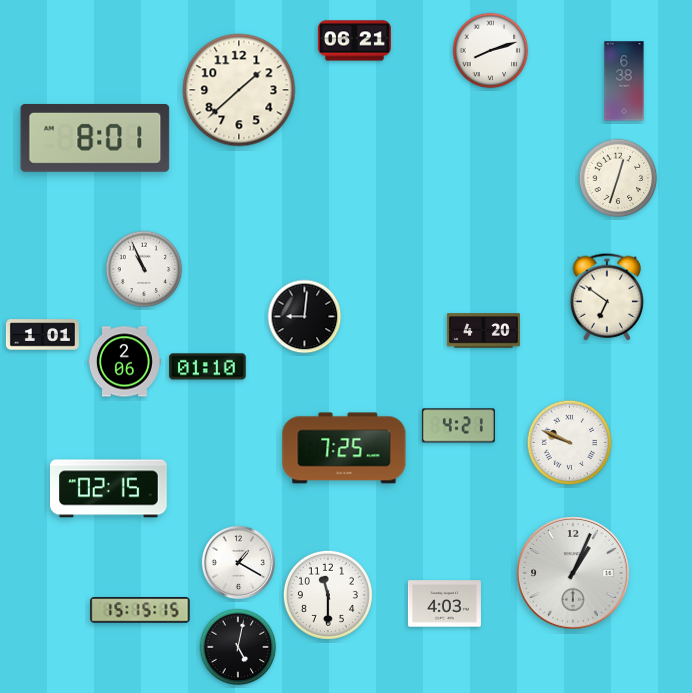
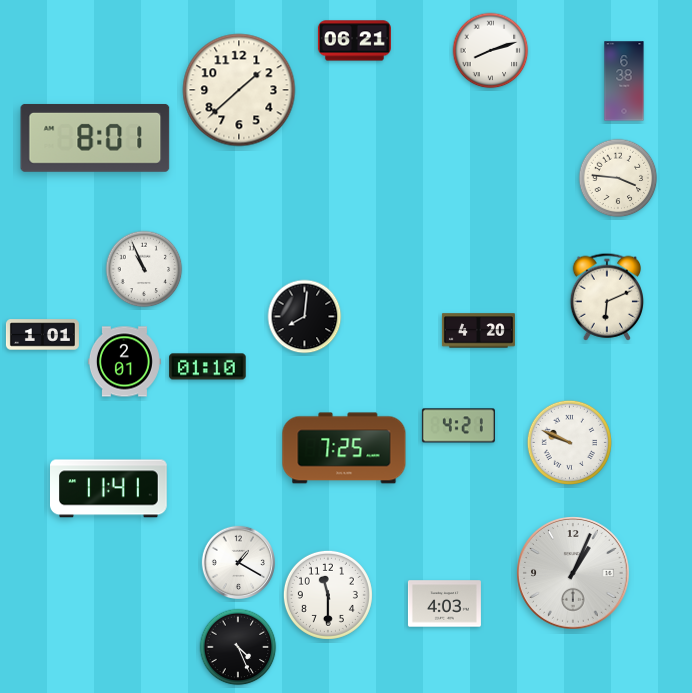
clock at (618, 178): 12:33 -> 3:46
clock at (607, 297): 6:51 -> 6:11
clock at (305, 317): 9:01 -> 8:01
clock at (483, 331) position: (483, 331) -> (478, 331)
clock at (124, 362): 2:06 -> 2:01
clock at (109, 489): 02:15 -> 11:41
clock at (140, 610): 15:15 -> none
clock at (238, 647): 5:02 -> 4:26
